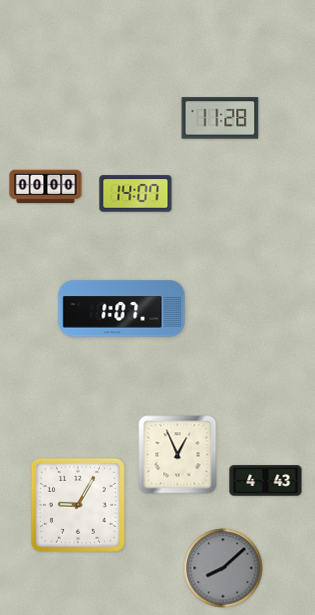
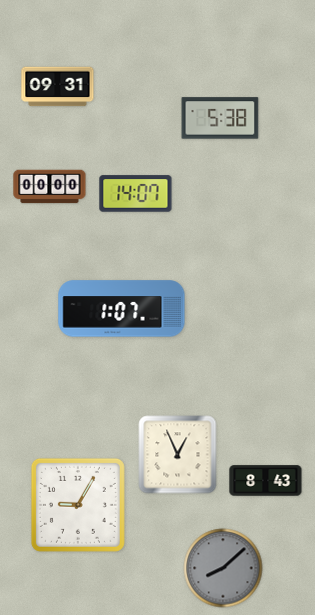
clock at (58, 87): none -> 09:31
clock at (220, 118): 11:28 -> 5:38
clock at (46, 187) position: (46, 187) -> (50, 187)
clock at (266, 481): 4:43 -> 8:43
